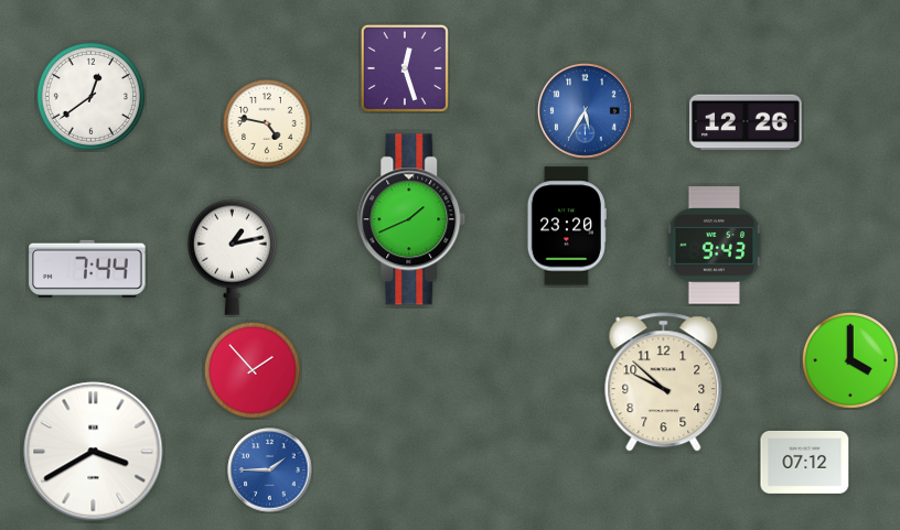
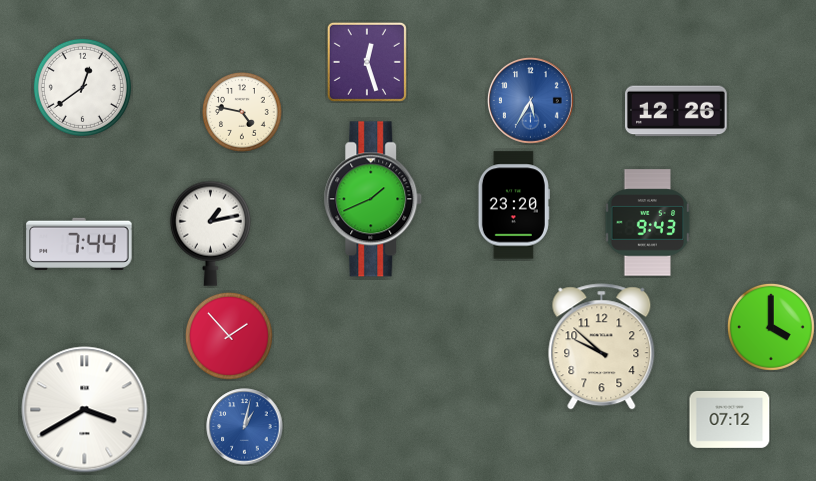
clock at (270, 470): 1:45 -> 1:02
